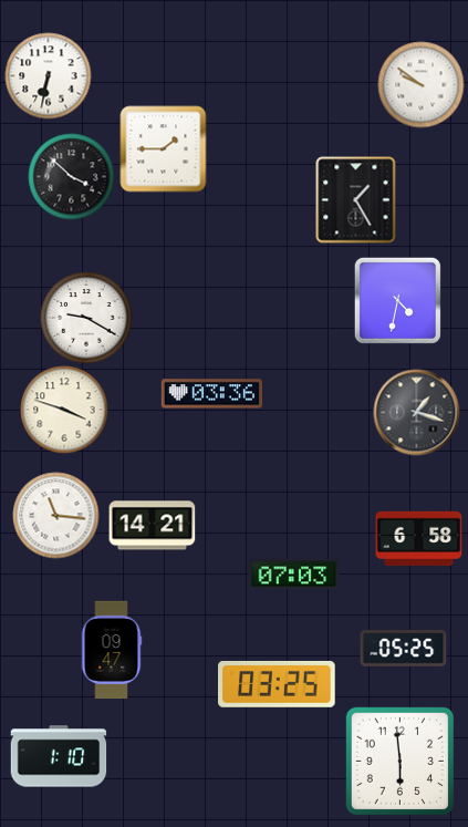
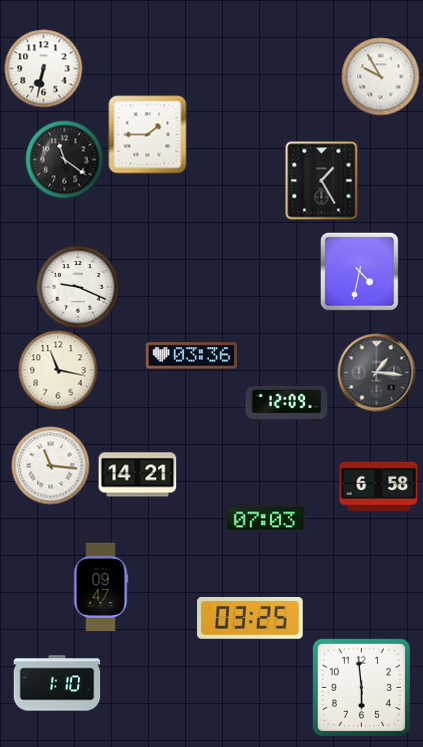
clock at (420, 84): 9:51 -> 9:55
clock at (71, 176): 3:52 -> 11:21
clock at (86, 318): 9:20 -> 9:19
clock at (64, 410): 3:48 -> 11:17
clock at (416, 412): 1:18 -> 1:16
clock at (286, 403): none -> 12:09
clock at (403, 649): 05:25 -> none
clock at (59, 756) position: (59, 756) -> (57, 683)
